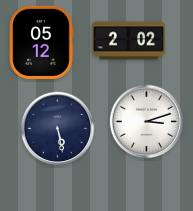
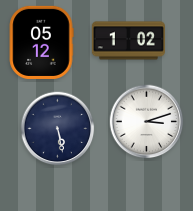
clock at (128, 41): 2:02 -> 1:02
